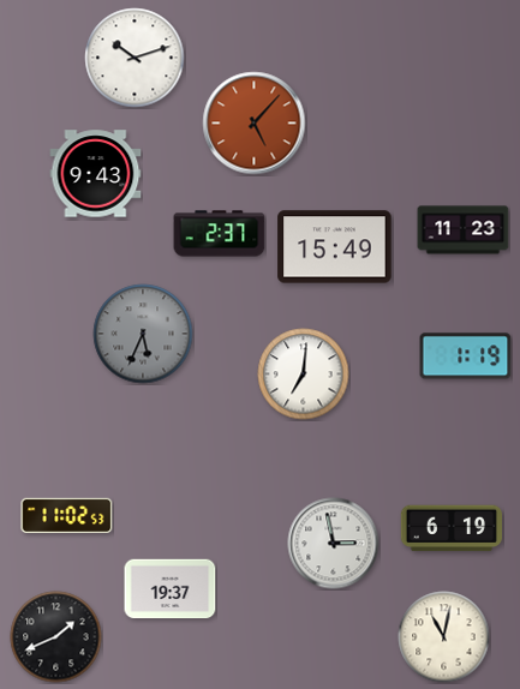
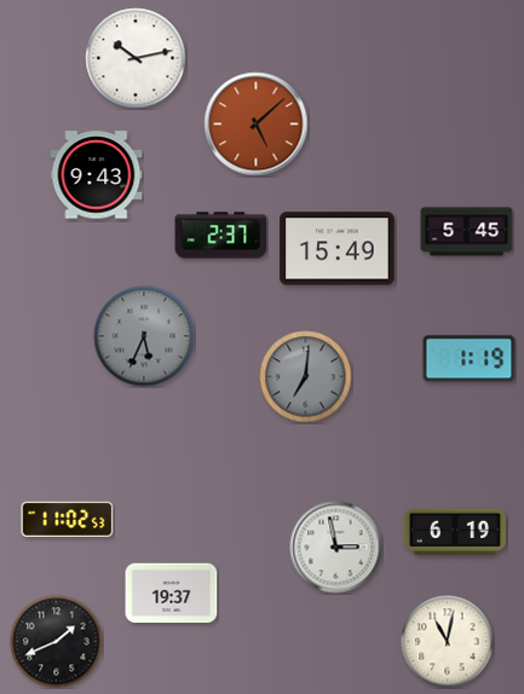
clock at (135, 58): 10:12 -> 10:13
clock at (255, 124): 5:07 -> 5:08
clock at (464, 230): 11:23 -> 5:45
clock at (304, 375) dial: white -> grey
